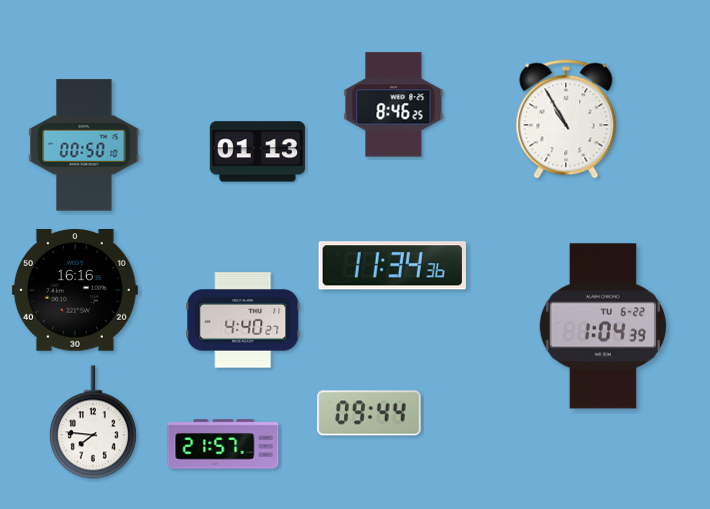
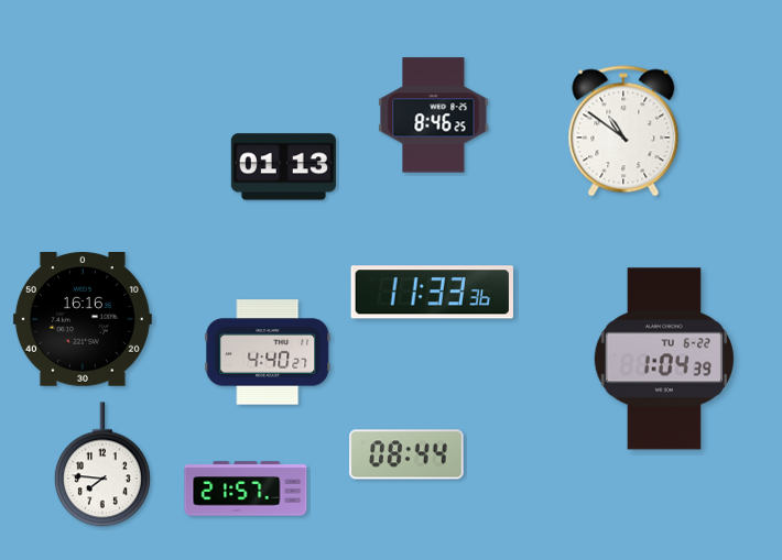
clock at (566, 119): 10:55 -> 10:51
clock at (84, 145): 00:50 -> none
clock at (392, 266): 11:34 -> 11:33
clock at (369, 413): 09:44 -> 08:44
